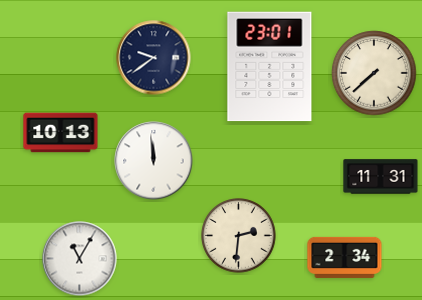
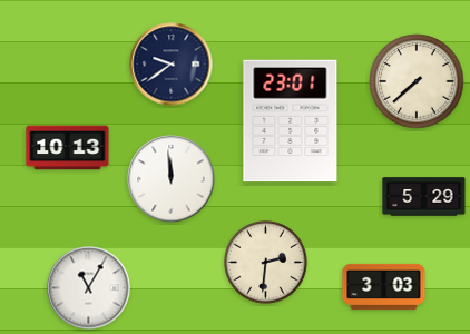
clock at (270, 67) position: (270, 67) -> (291, 121)
clock at (381, 177): 11:31 -> 5:29
clock at (345, 257): 2:34 -> 3:03
